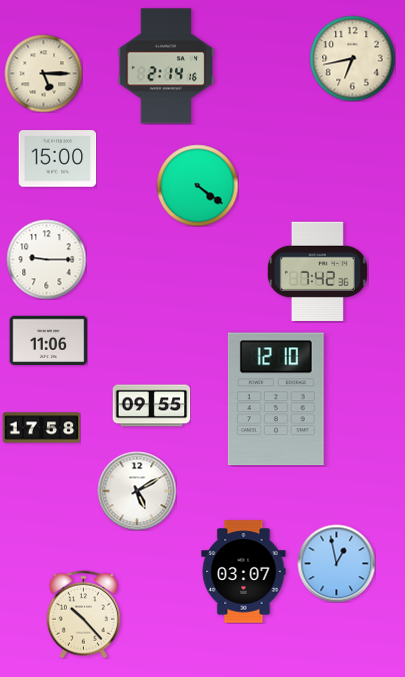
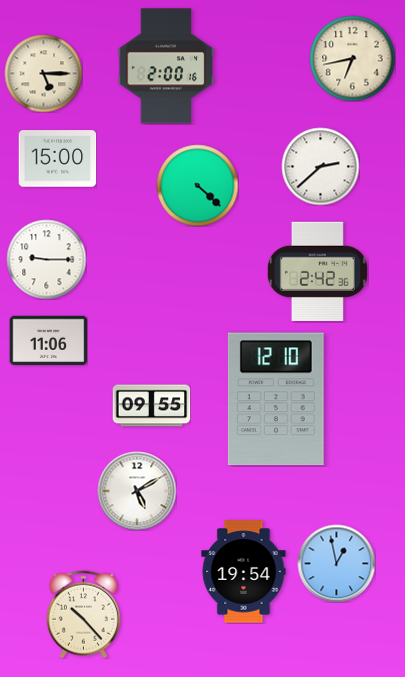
clock at (166, 66): 2:14 -> 2:00
clock at (320, 166): none -> 2:38
clock at (197, 185): 4:21 -> 4:22
clock at (317, 271): 7:42 -> 2:42
clock at (41, 428): 17:58 -> none
clock at (244, 572): 03:07 -> 19:54
